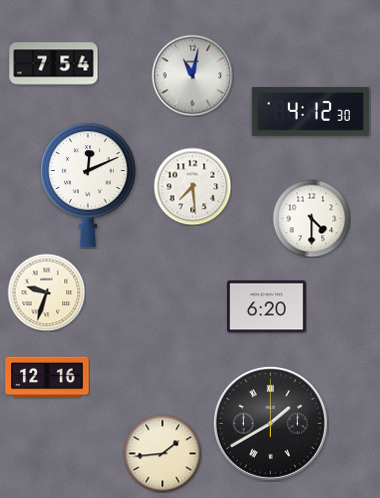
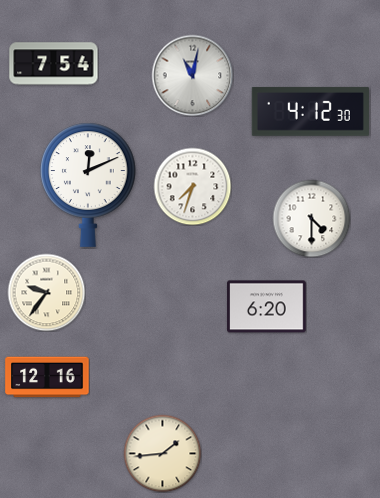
clock at (192, 186): 7:29 -> 7:33
clock at (46, 292): 9:33 -> 9:36
clock at (270, 423): 1:40 -> none
